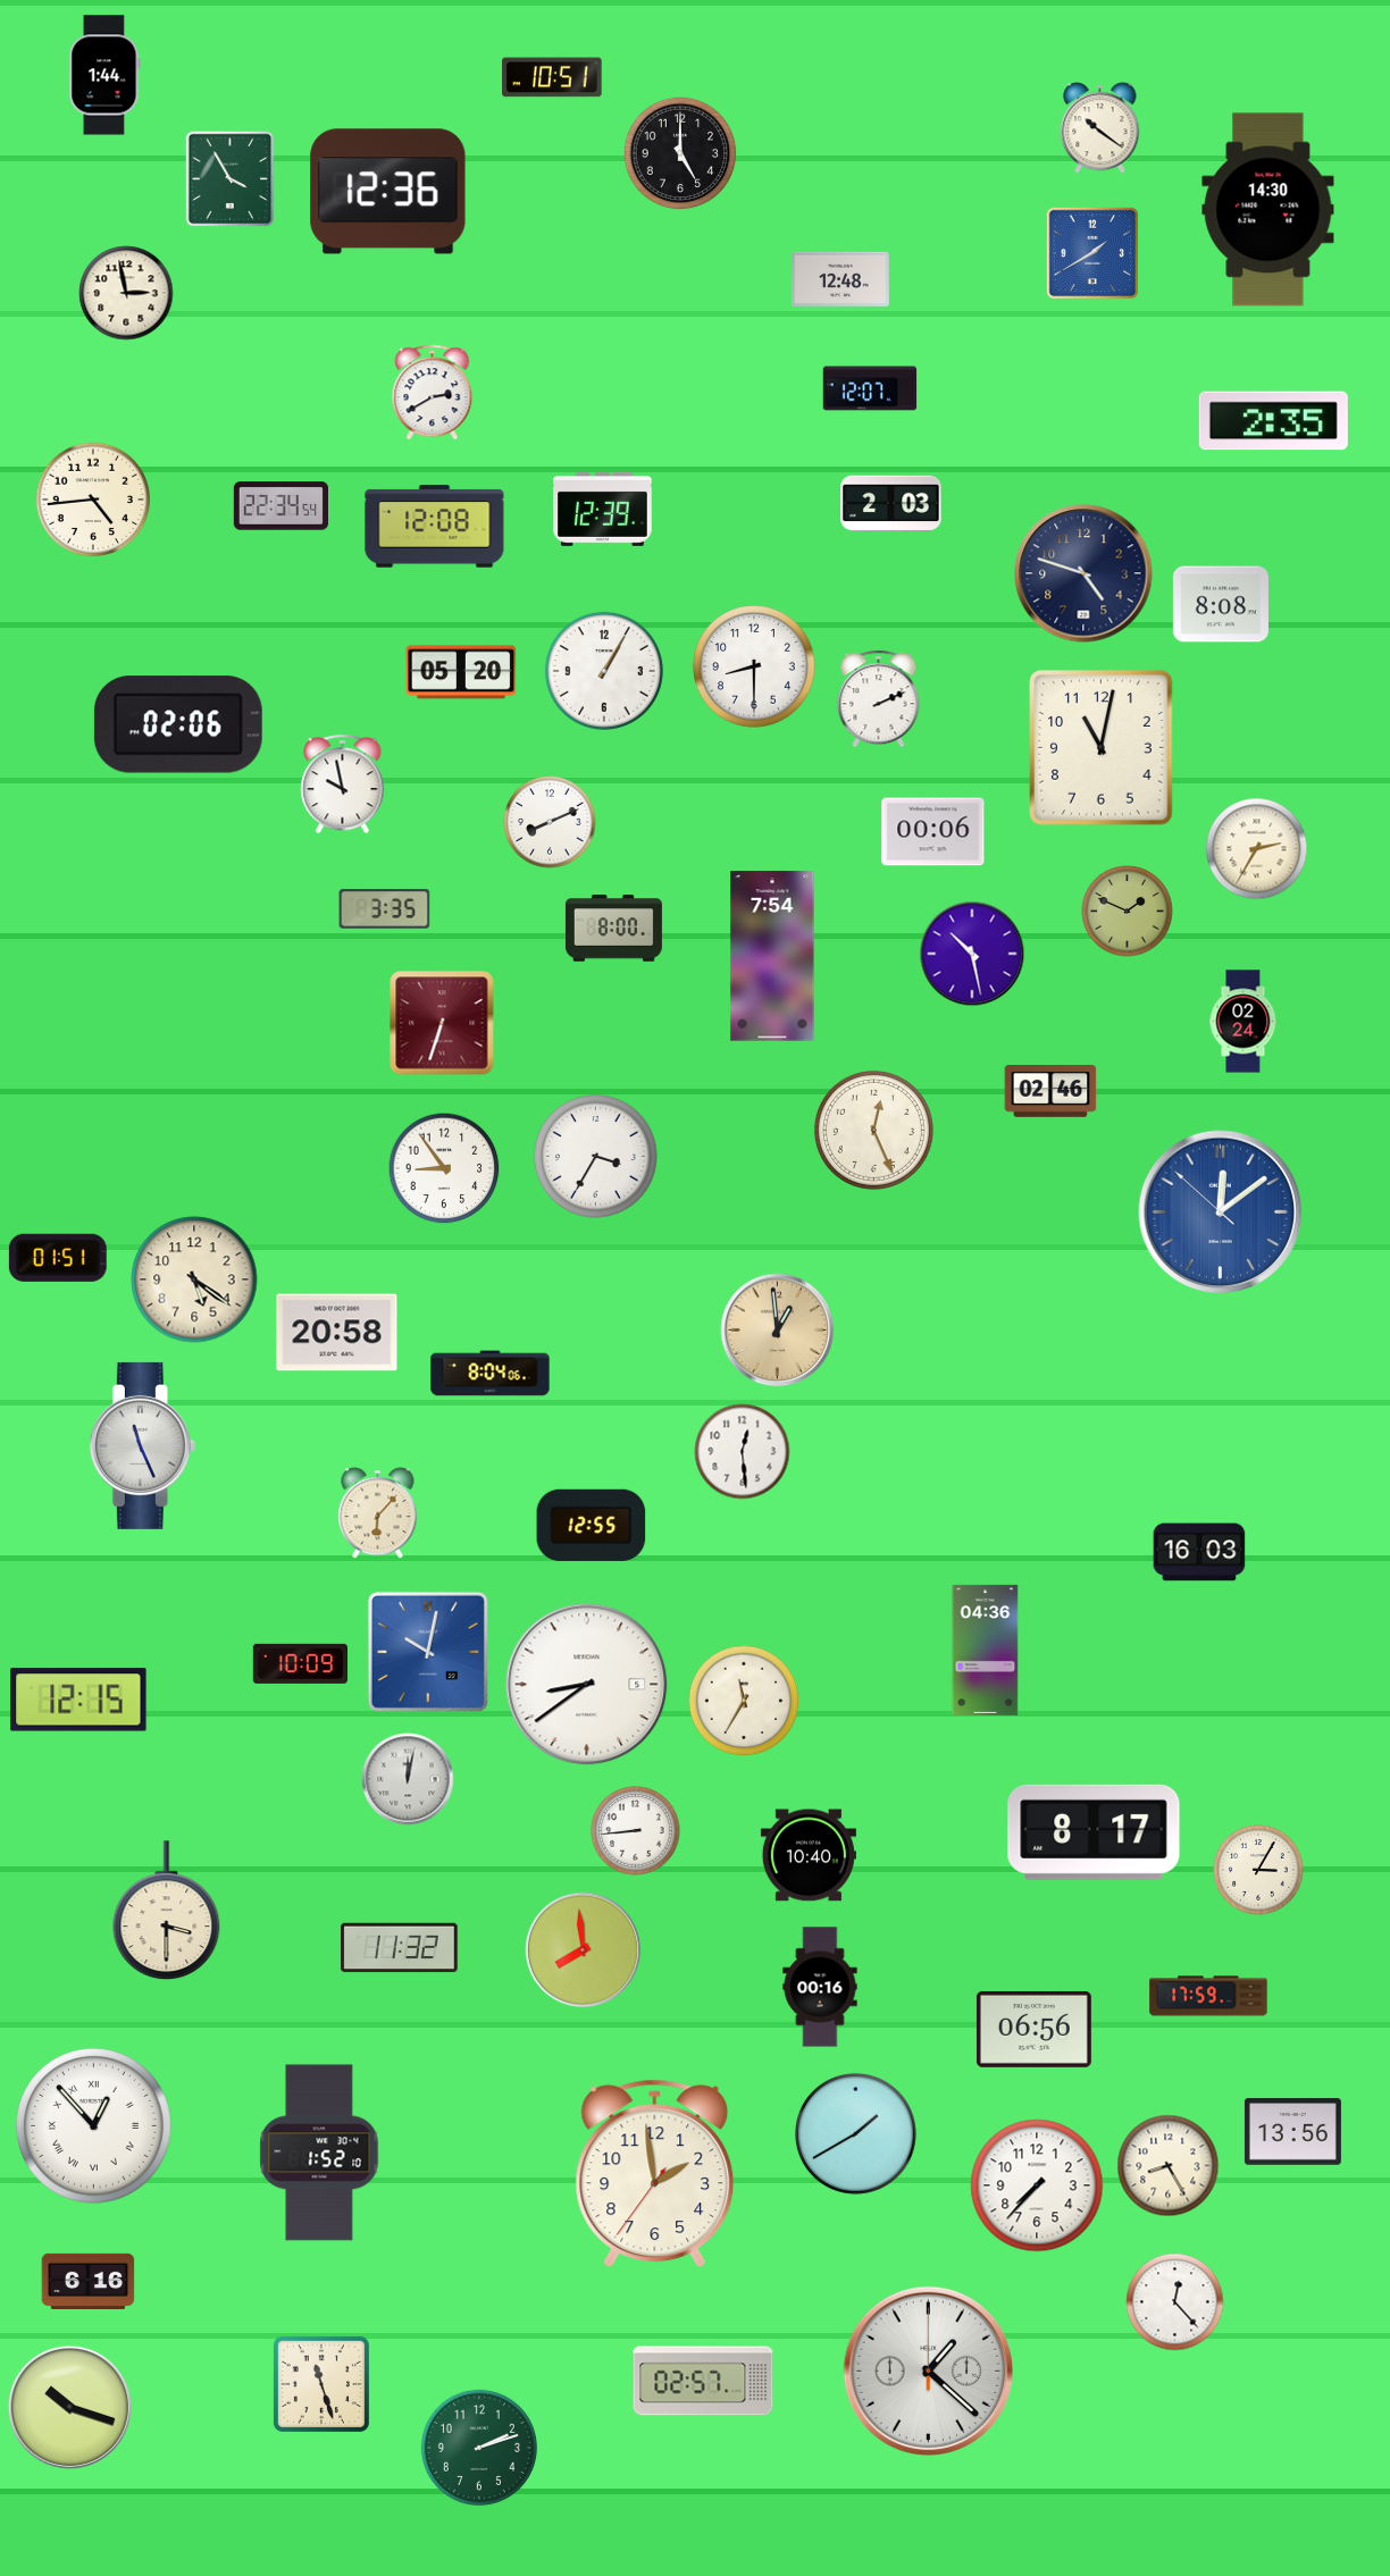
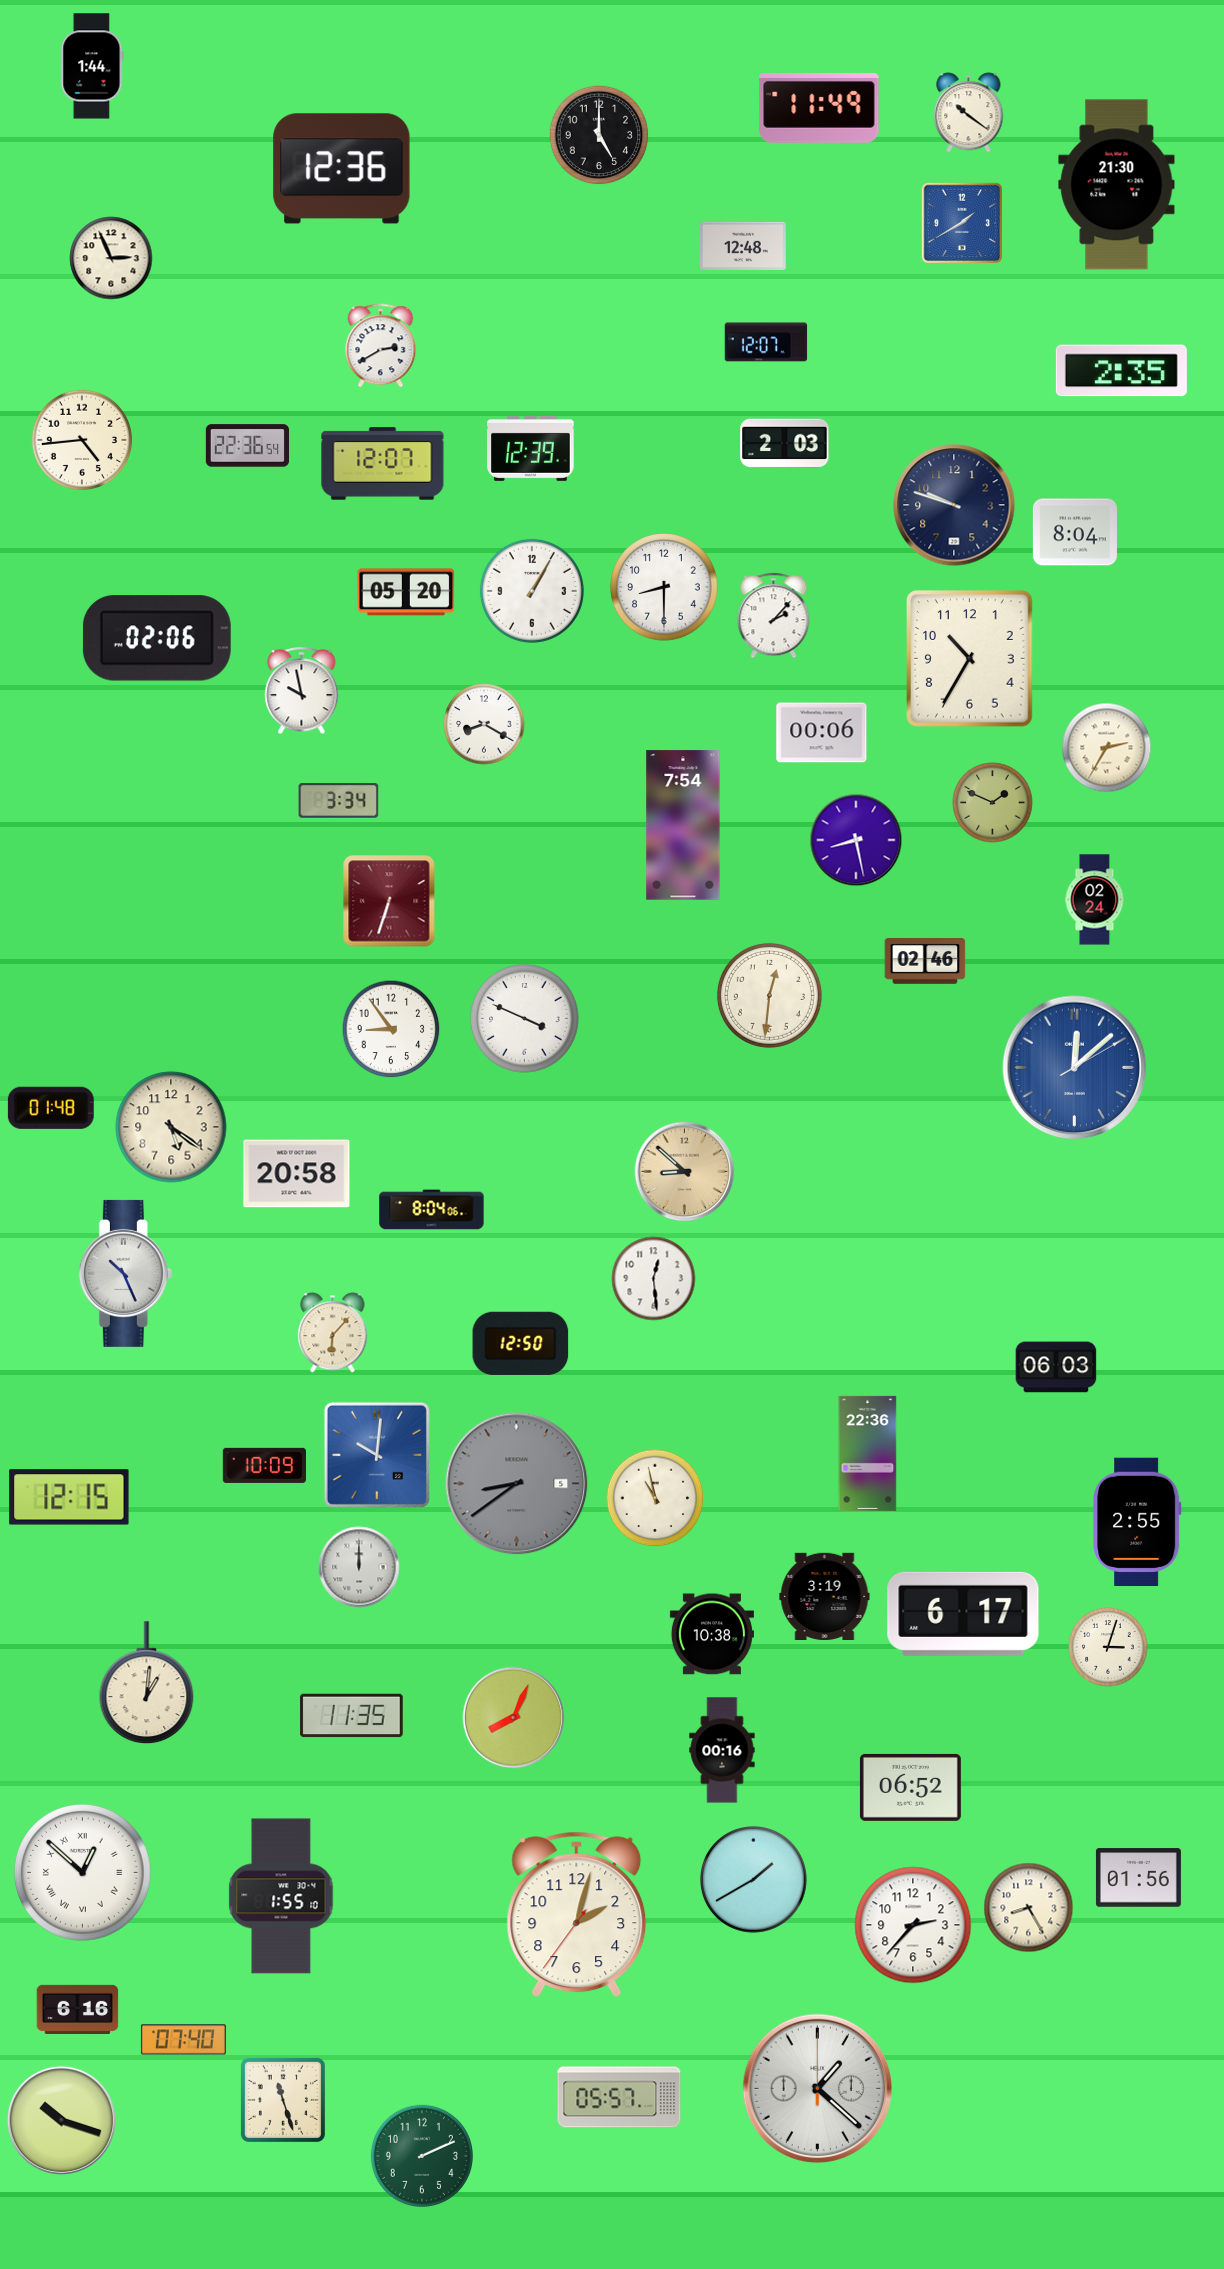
clock at (552, 77): 10:51 -> none
clock at (819, 109): none -> 11:49
clock at (231, 179): 3:55 -> none
clock at (1268, 210): 14:30 -> 21:30
clock at (840, 279) position: (840, 279) -> (743, 246)
clock at (126, 293): 2:58 -> 2:56
clock at (280, 506): 22:34 -> 22:36
clock at (435, 527): 12:08 -> 12:07
clock at (1083, 573): 4:48 -> 9:48
clock at (1221, 604): 8:08 -> 8:04
clock at (879, 699): 2:11 -> 2:07
clock at (1102, 748): 11:02 -> 10:35
clock at (550, 822): 8:11 -> 8:20
clock at (385, 909): 3:35 -> 3:34
clock at (613, 929): 8:00 -> none
clock at (972, 954): 10:28 -> 8:28
clock at (772, 956) position: (772, 956) -> (683, 825)
clock at (873, 1130): 12:26 -> 12:31
clock at (596, 1157): 3:35 -> 3:49
clock at (1221, 1213): 12:08:52 -> 12:08:10
clock at (58, 1258): 01:51 -> 01:48
clock at (778, 1331): 12:59 -> 8:52
clock at (142, 1445): 11:26 -> 10:26
clock at (592, 1525): 12:55 -> 12:50
clock at (1199, 1552): 16:03 -> 06:03
clock at (986, 1650): 04:36 -> 22:36
clock at (428, 1652): 10:02 -> 10:01
clock at (587, 1685) dial: white -> grey
clock at (744, 1701): 11:35 -> 10:58
clock at (1138, 1521): none -> 2:55
clock at (408, 1779): 12:02 -> 12:00
clock at (825, 1596): none -> 3:19
clock at (636, 1831): 8:44 -> none
clock at (1094, 1832): 8:17 -> 6:17
clock at (809, 1855): 10:40 -> 10:38
clock at (1258, 1870): 3:05 -> 3:03
clock at (167, 1911): 3:30 -> 1:01
clock at (400, 1948): 11:32 -> 11:35
clock at (584, 1950): 7:59 -> 8:04
clock at (1208, 1996): 17:59 -> none
clock at (1033, 2029): 06:56 -> 06:52
clock at (93, 2125): 12:53 -> 12:52
clock at (1292, 2132): 13:56 -> 01:56
clock at (319, 2153): 1:52 -> 1:55
clock at (655, 2174): 1:58 -> 2:02
clock at (1037, 2185): 7:37 -> 2:37
clock at (1175, 2302): 12:23 -> none
clock at (183, 2040): none -> 07:40
clock at (703, 2381): 02:57 -> 05:57
clock at (479, 2448): 2:12 -> 2:11
